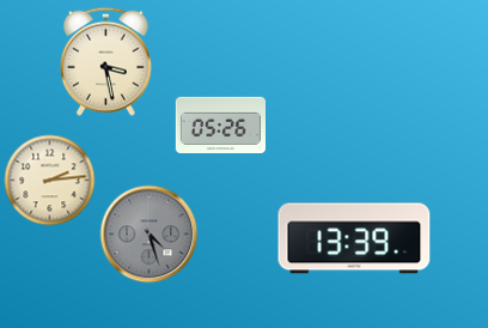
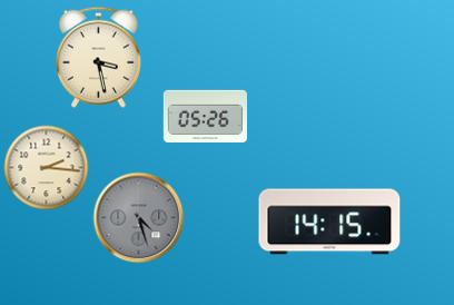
clock at (50, 181): 2:14 -> 2:16
clock at (354, 238): 13:39 -> 14:15
